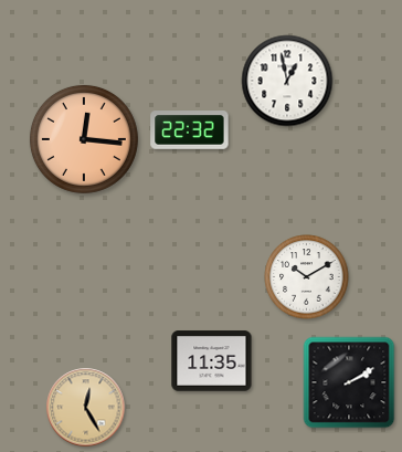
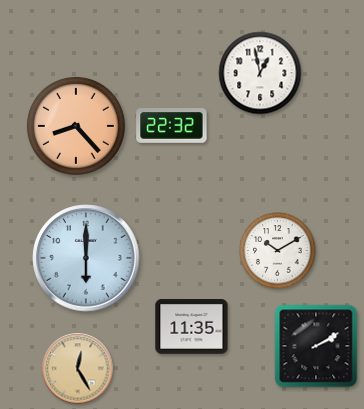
clock at (190, 130) position: (190, 130) -> (172, 126)
clock at (84, 139): 12:16 -> 8:23
clock at (86, 258): none -> 6:00
